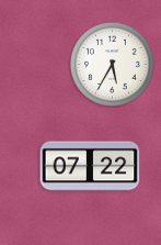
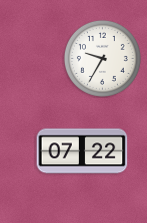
clock at (112, 64): 5:35 -> 9:35
